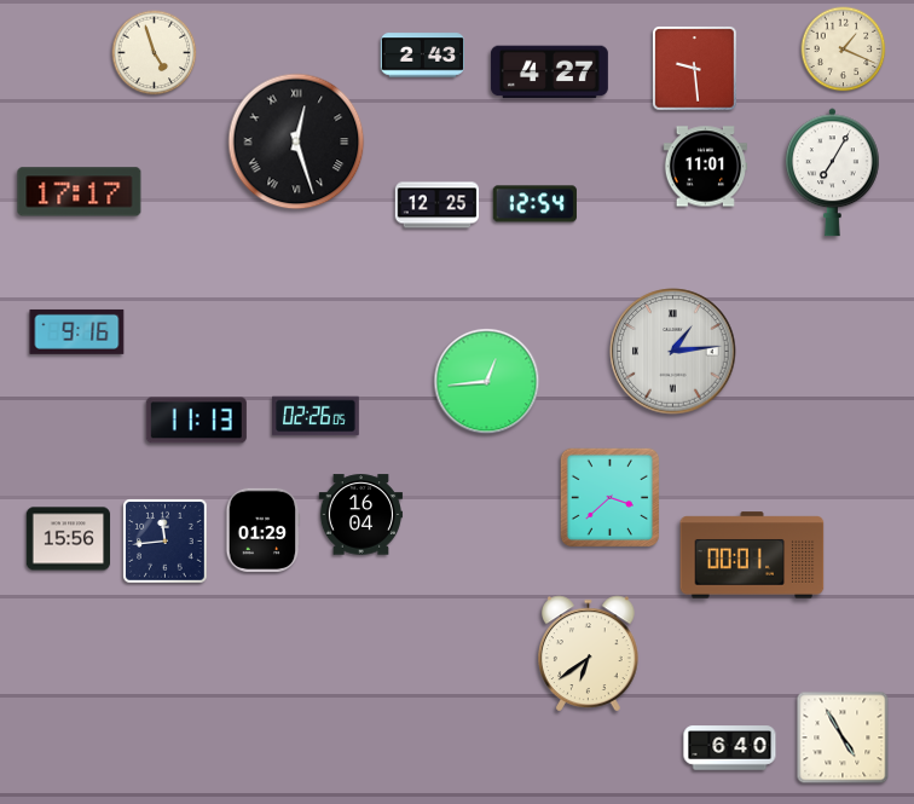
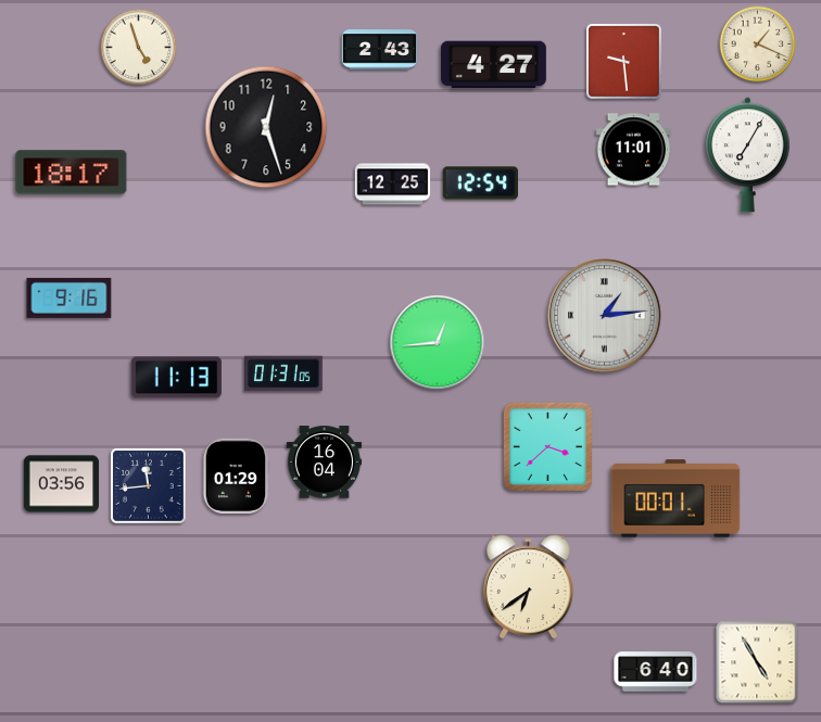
clock at (296, 141) numerals: Roman -> Arabic
clock at (80, 192): 17:17 -> 18:17
clock at (317, 416): 02:26 -> 01:31
clock at (69, 539): 15:56 -> 03:56
